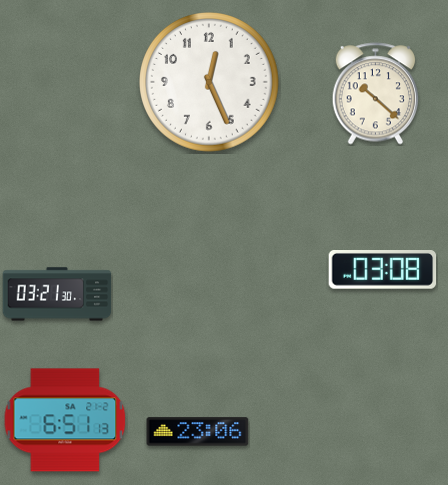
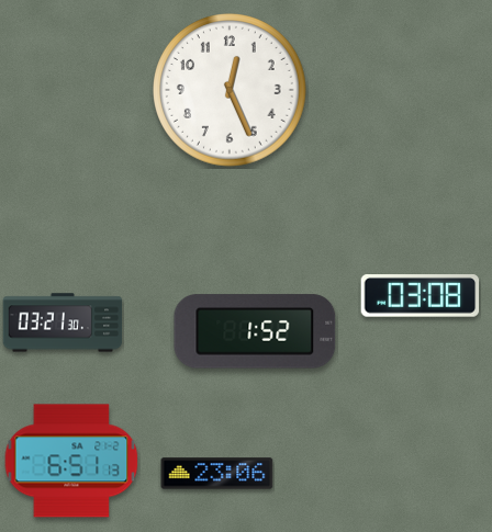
clock at (376, 94): 10:22 -> none
clock at (255, 331): none -> 1:52
